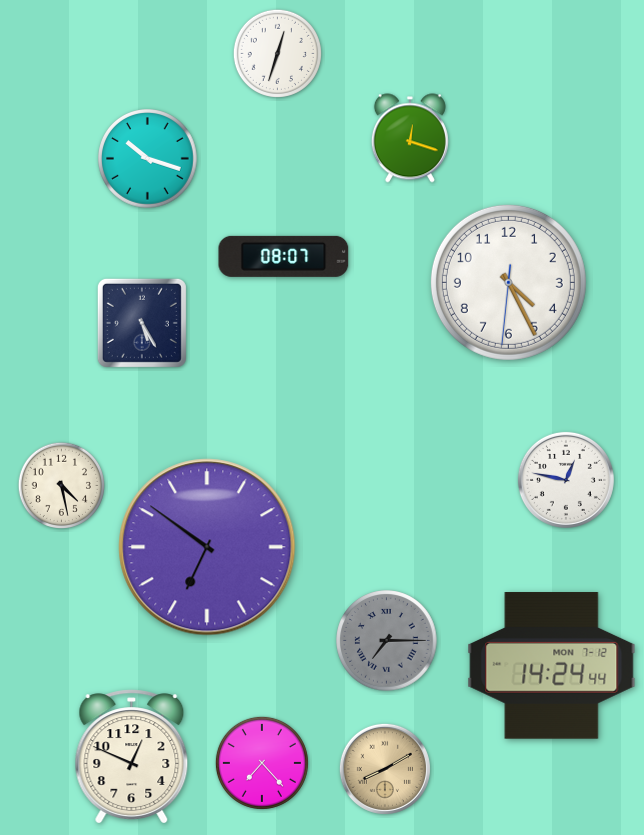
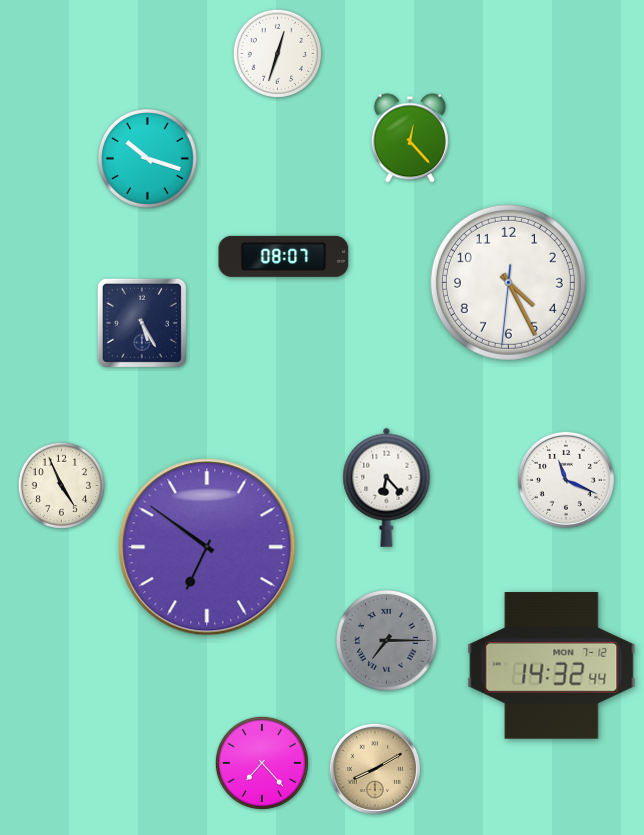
clock at (410, 138): 12:18 -> 12:23
clock at (566, 480): 12:47 -> 11:19
clock at (61, 485): 4:28 -> 4:56
clock at (387, 487): none -> 6:23
clock at (552, 666): 14:24 -> 14:32
clock at (132, 757): 12:49 -> none
clock at (385, 769) position: (385, 769) -> (375, 769)
